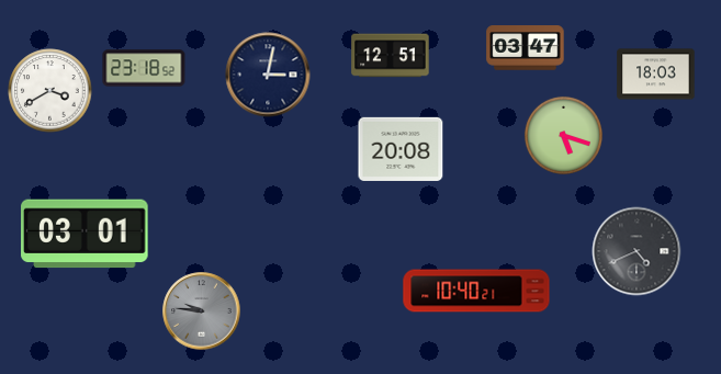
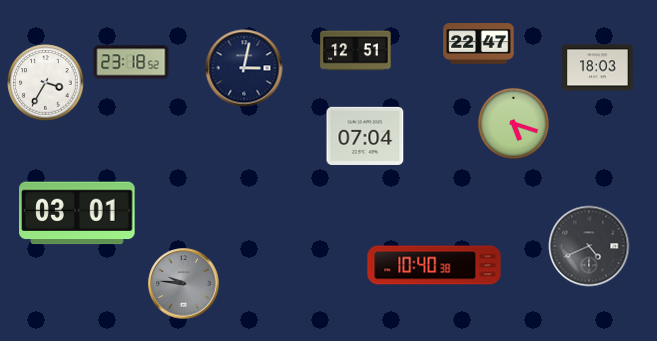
clock at (526, 48): 03:47 -> 22:47
clock at (50, 91): 3:40 -> 3:35
clock at (401, 149): 20:08 -> 07:04
clock at (636, 251) position: (636, 251) -> (589, 246)
clock at (476, 291): 10:40:21 -> 10:40:38
